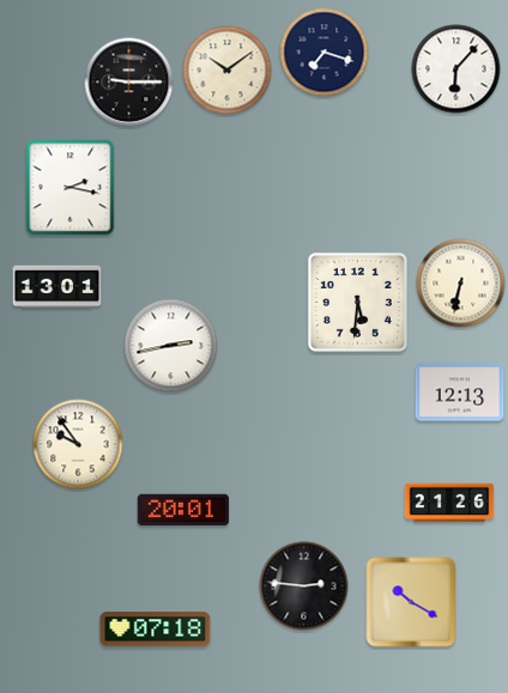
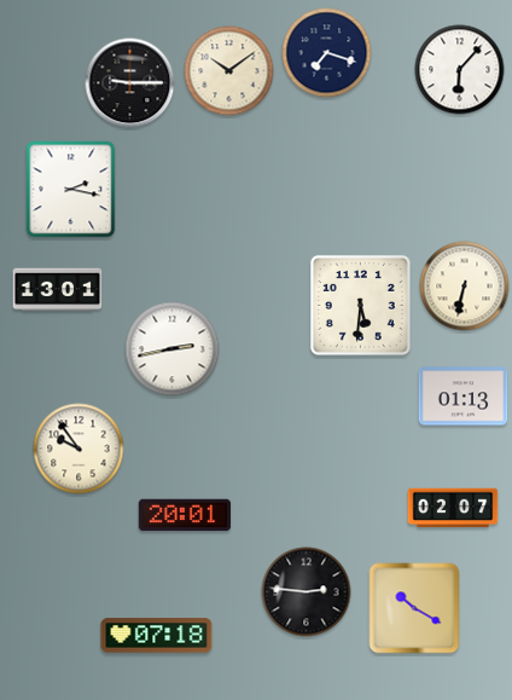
clock at (460, 393): 12:13 -> 01:13
clock at (449, 503): 21:26 -> 02:07
